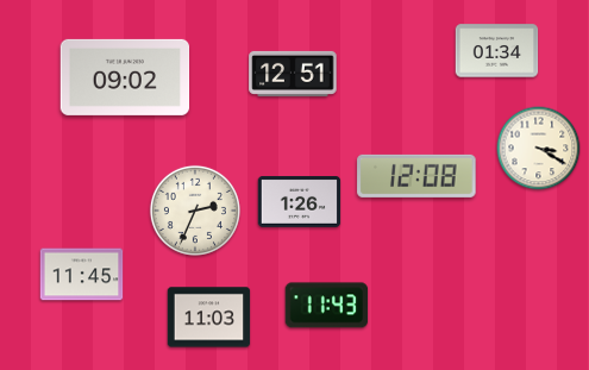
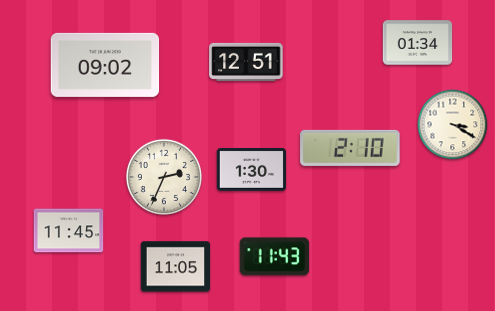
clock at (416, 176): 12:08 -> 2:10
clock at (300, 202): 1:26 -> 1:30
clock at (209, 318): 11:03 -> 11:05
